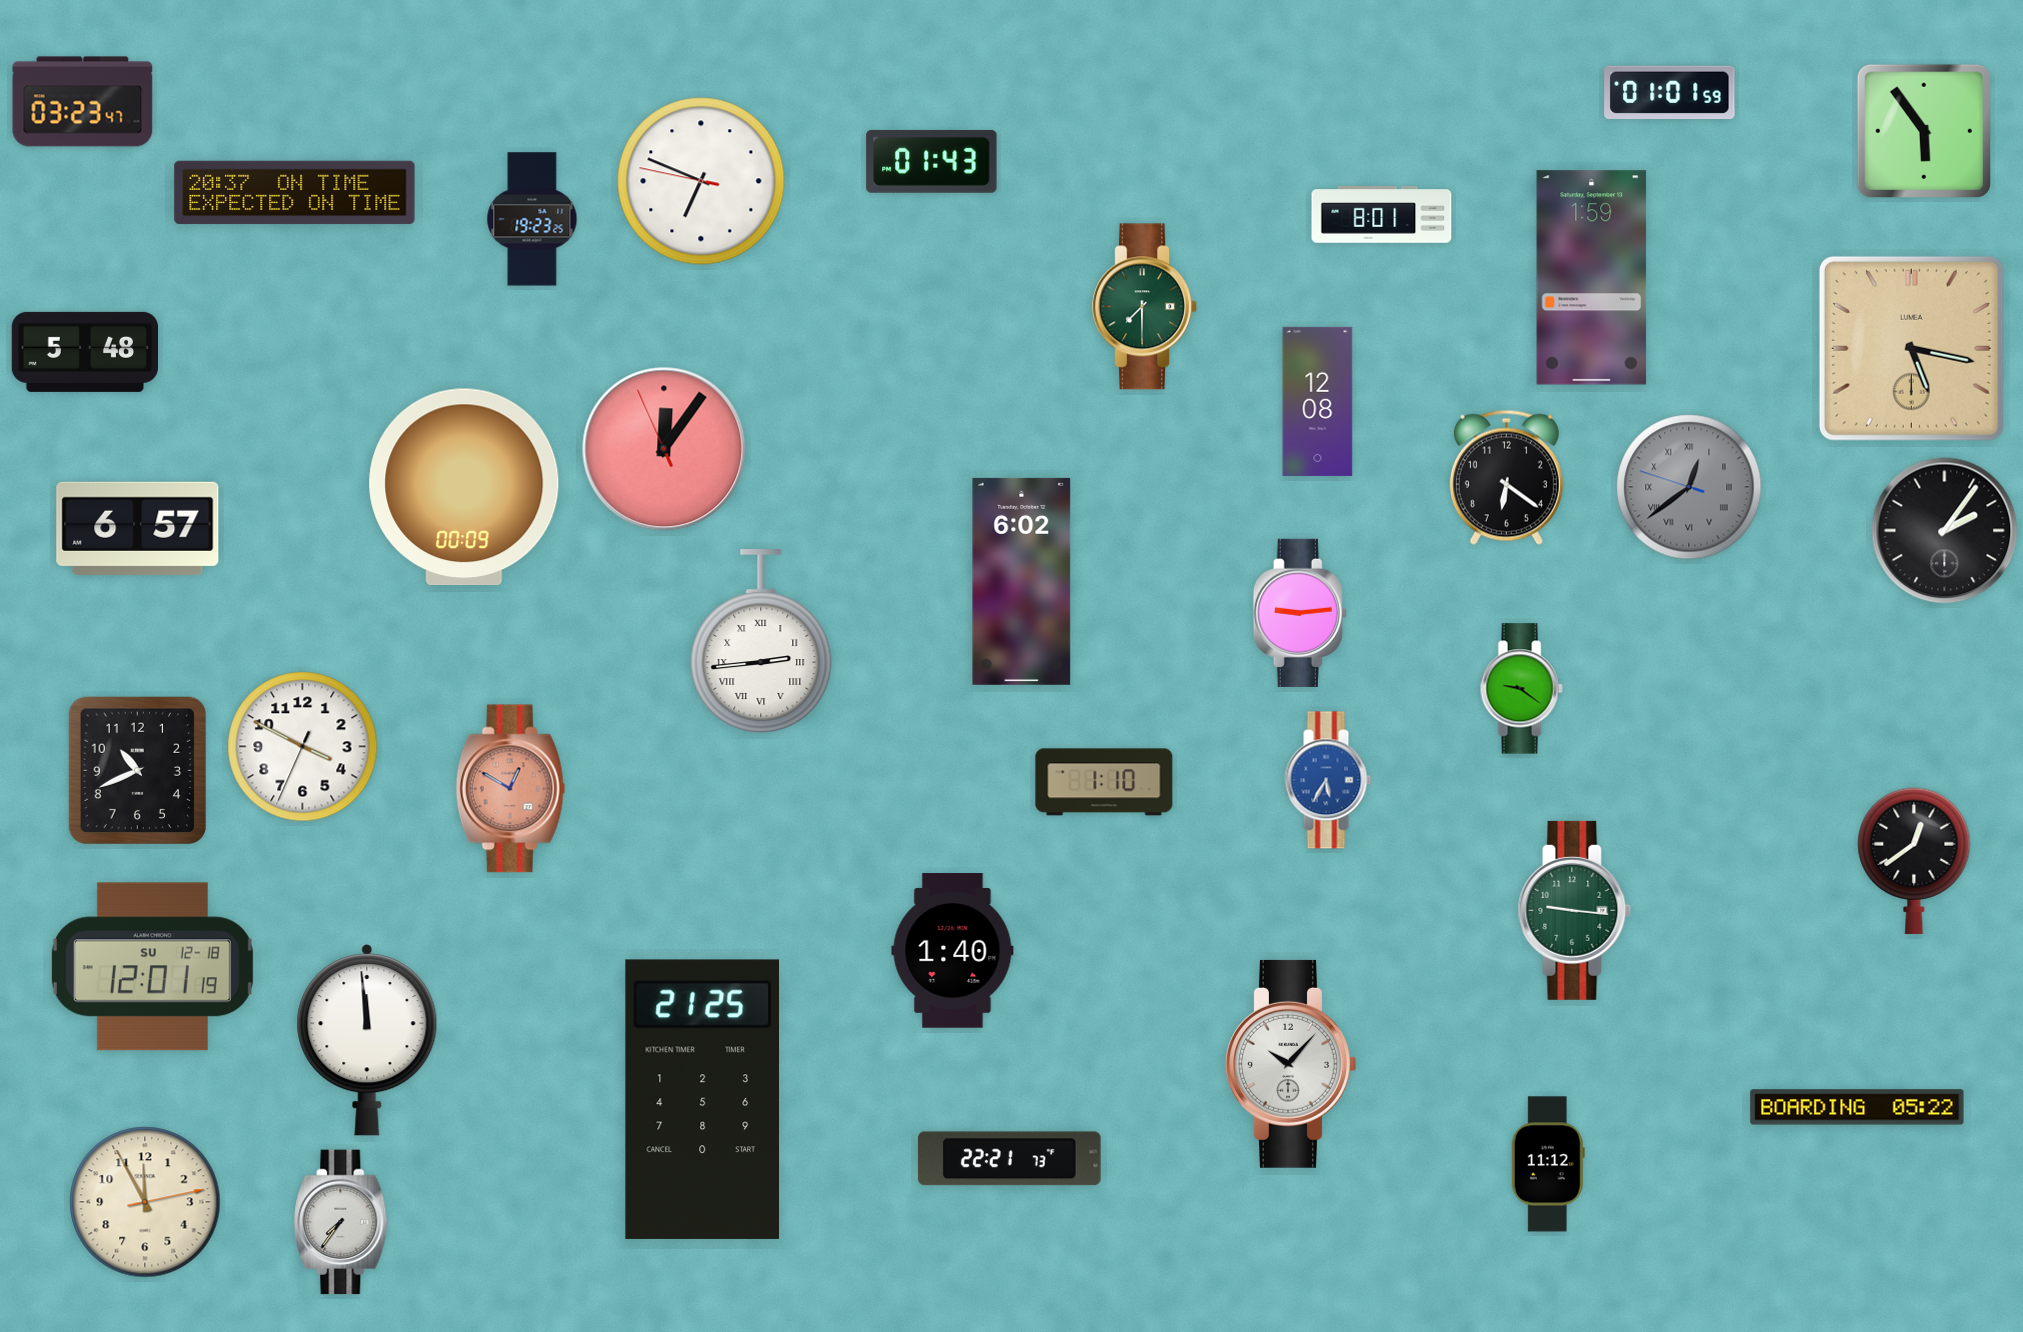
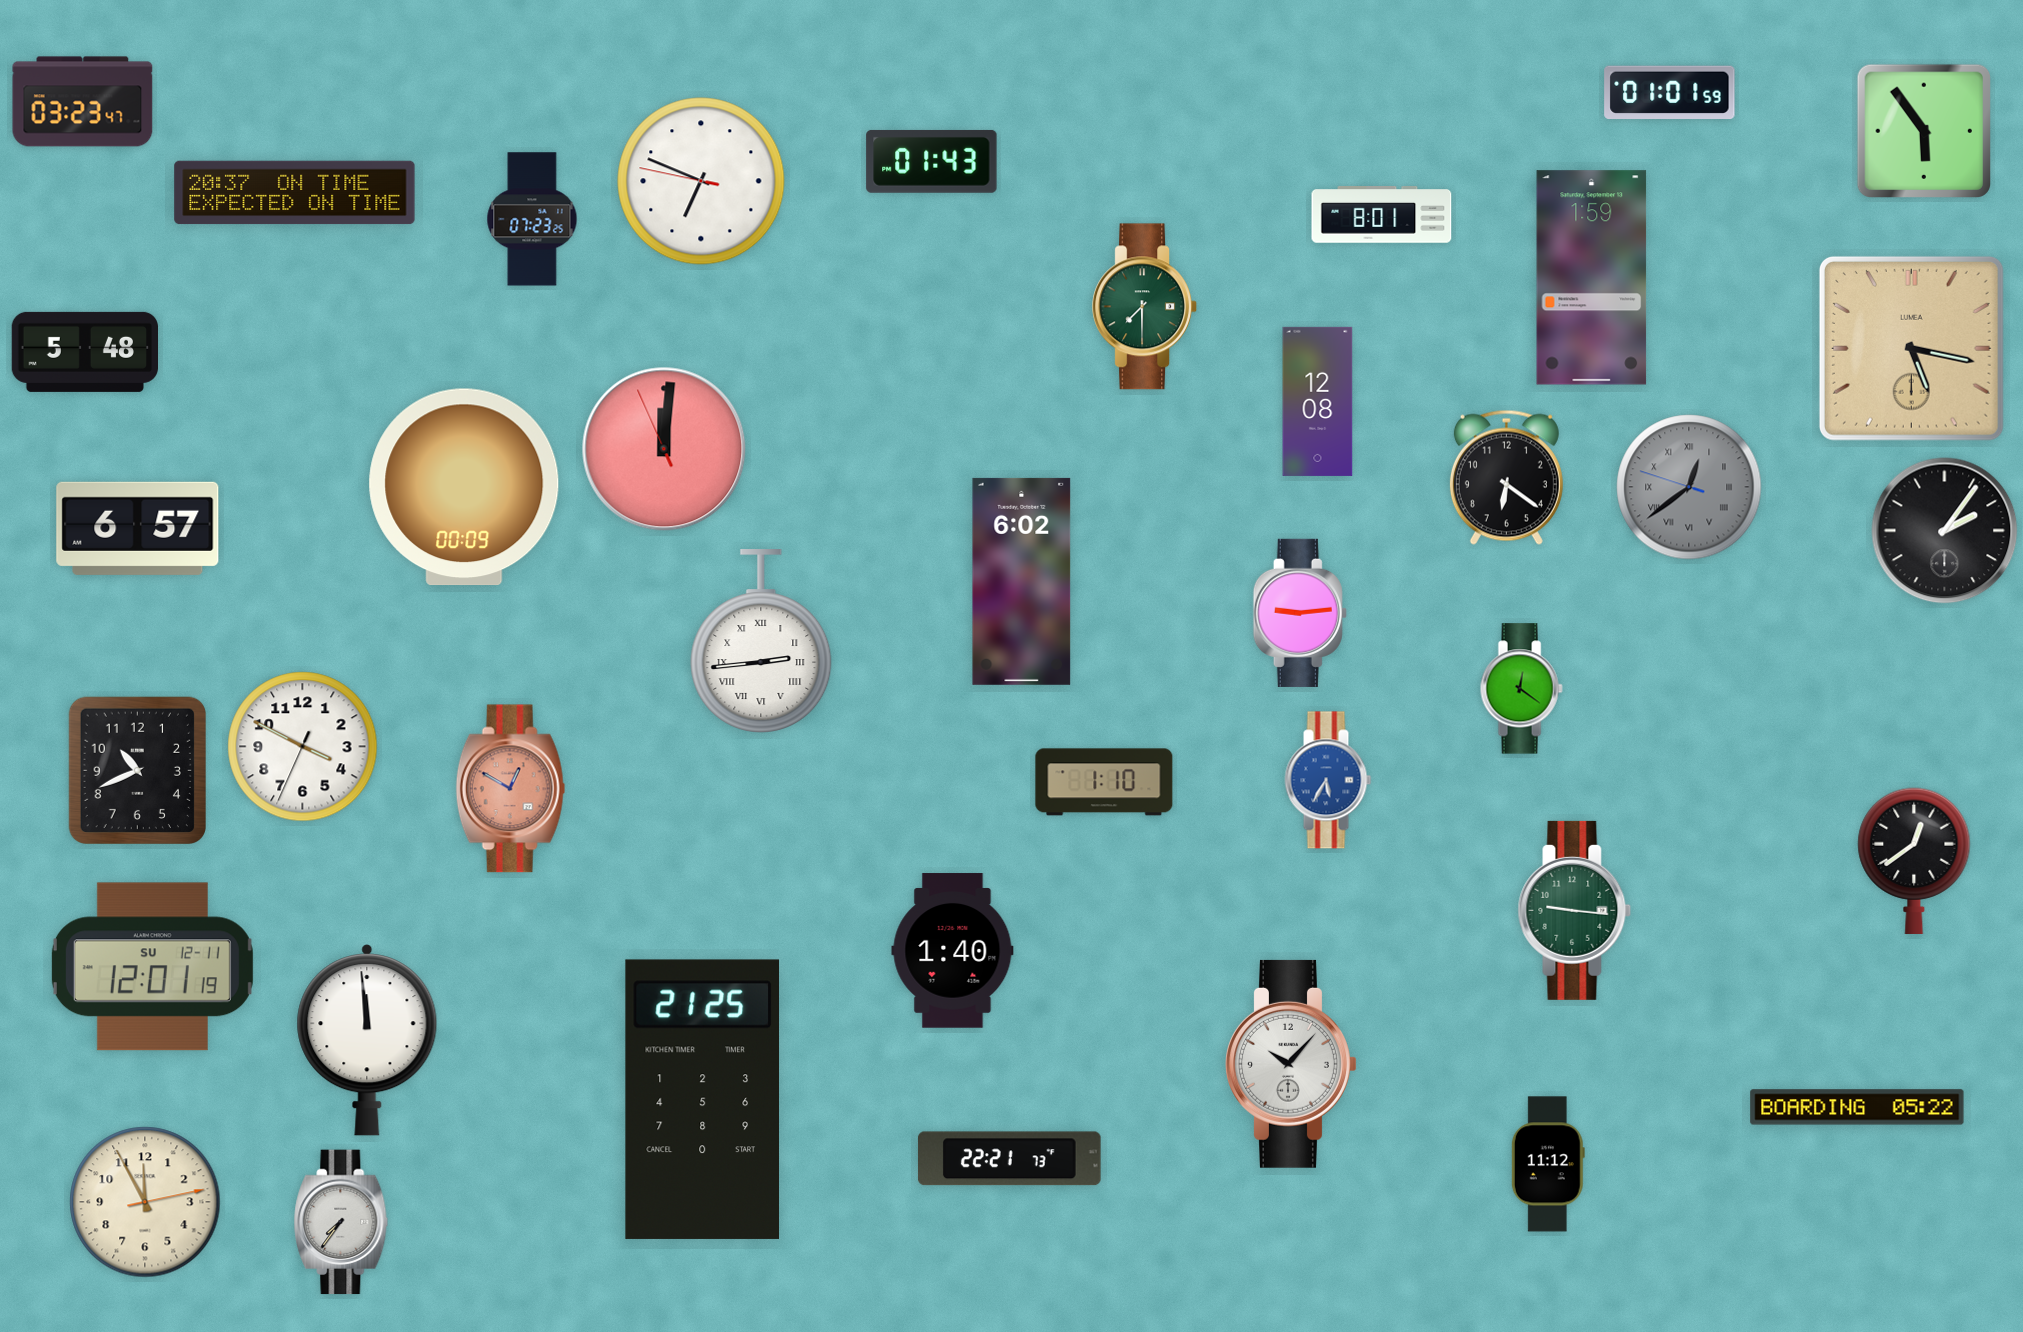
clock at (532, 219): 19:23 -> 07:23
clock at (664, 449): 12:05 -> 12:00
clock at (1521, 689): 9:21 -> 12:21
clock at (152, 967) date: SU 12-18 -> SU 12-11
